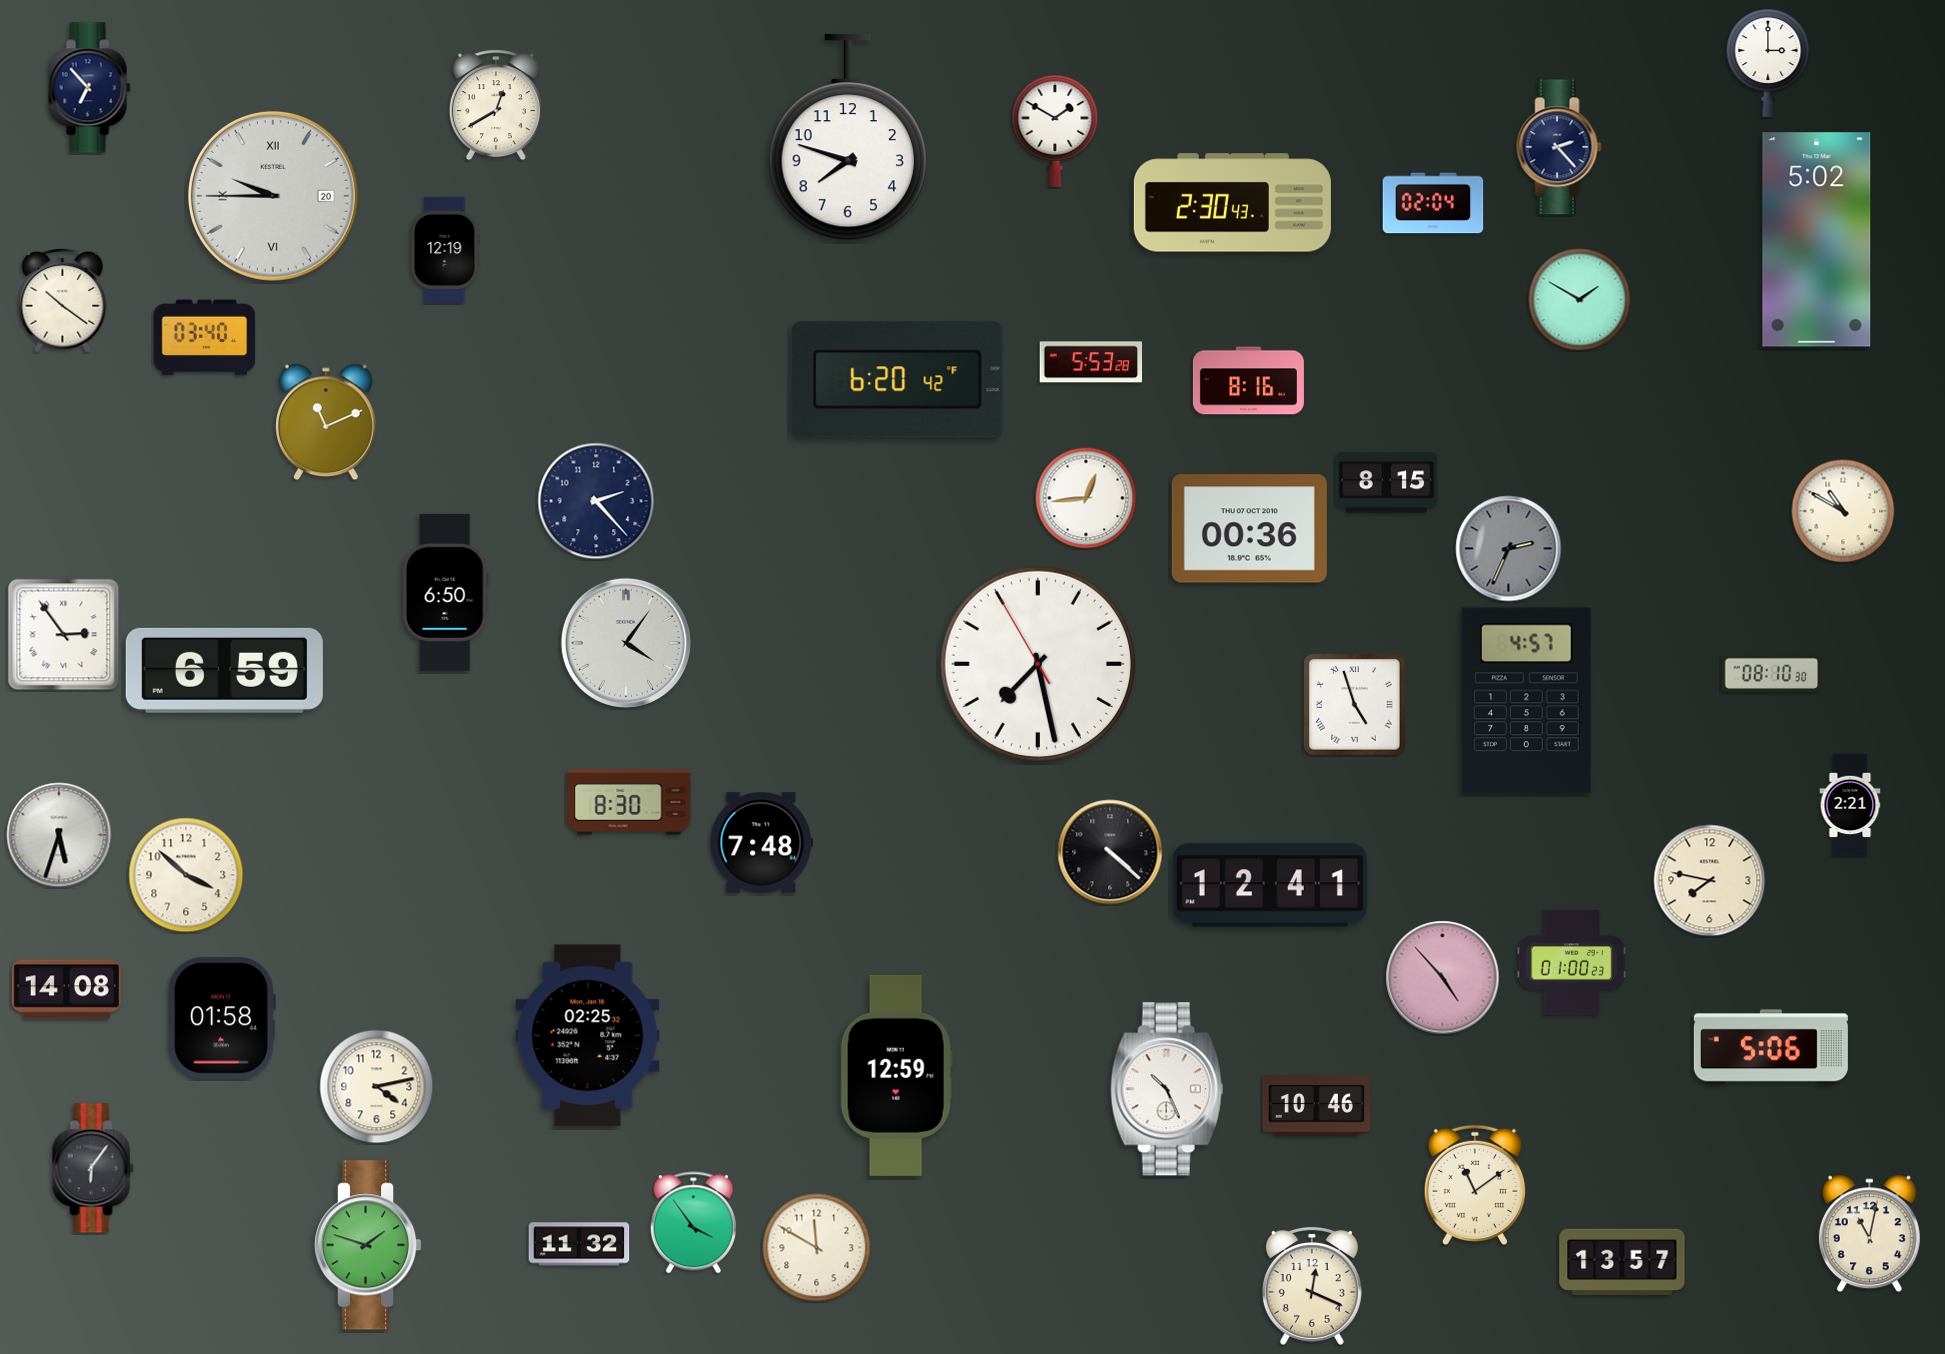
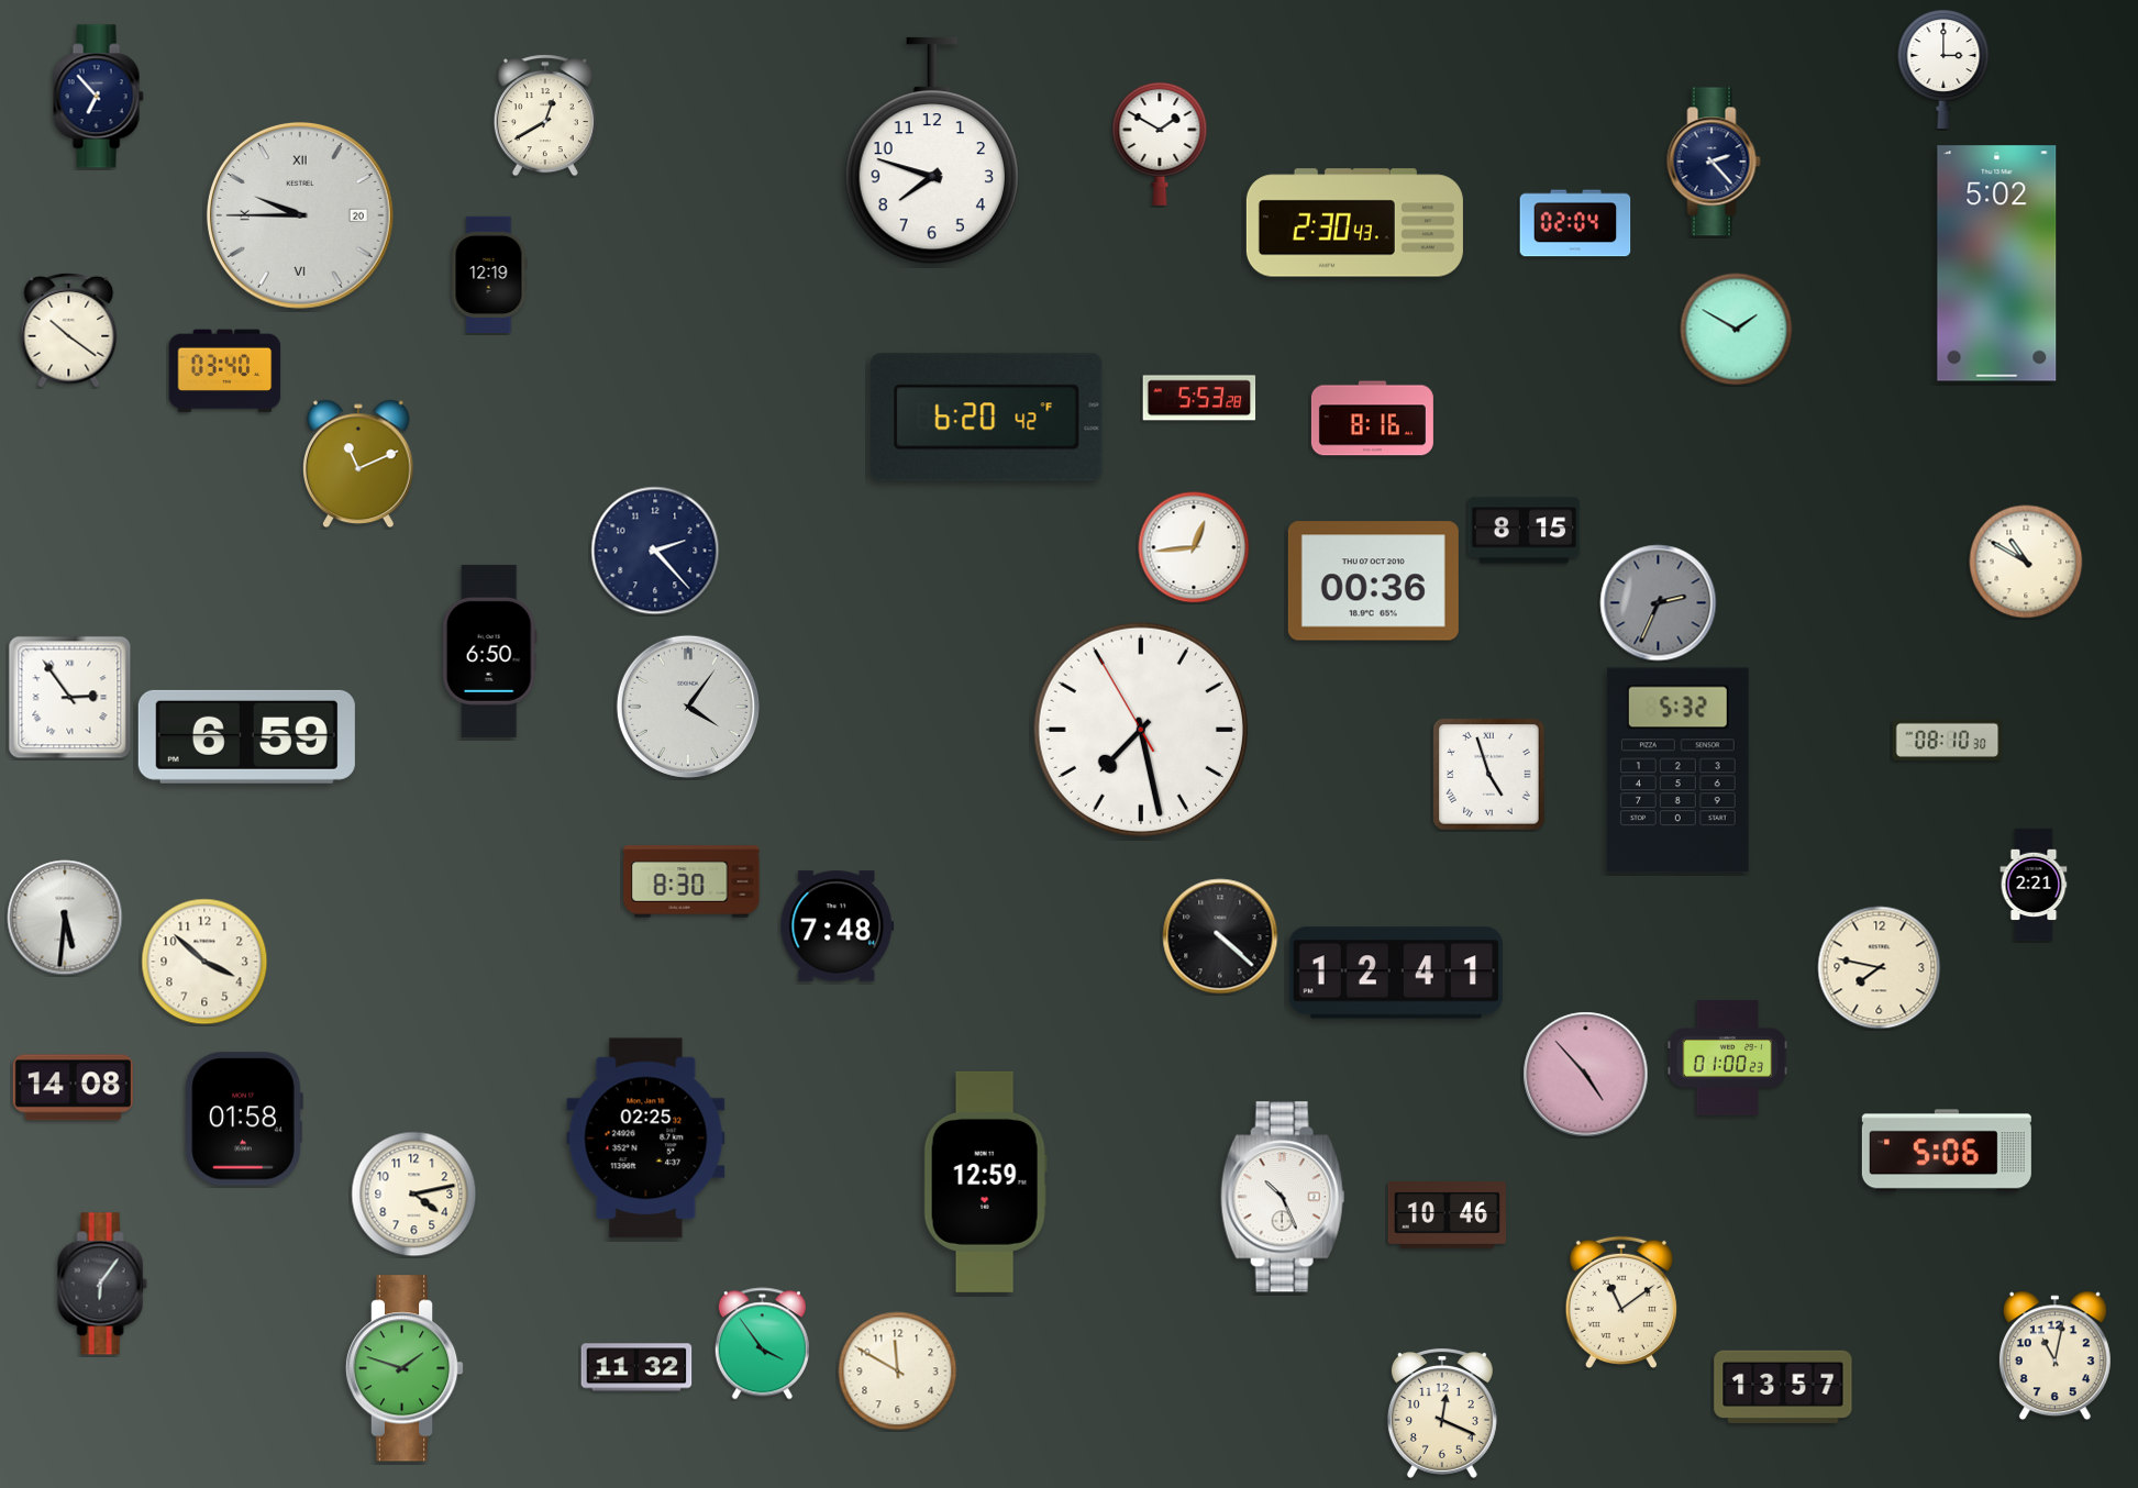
clock at (1526, 701): 4:57 -> 5:32
clock at (59, 835): 5:33 -> 5:31
